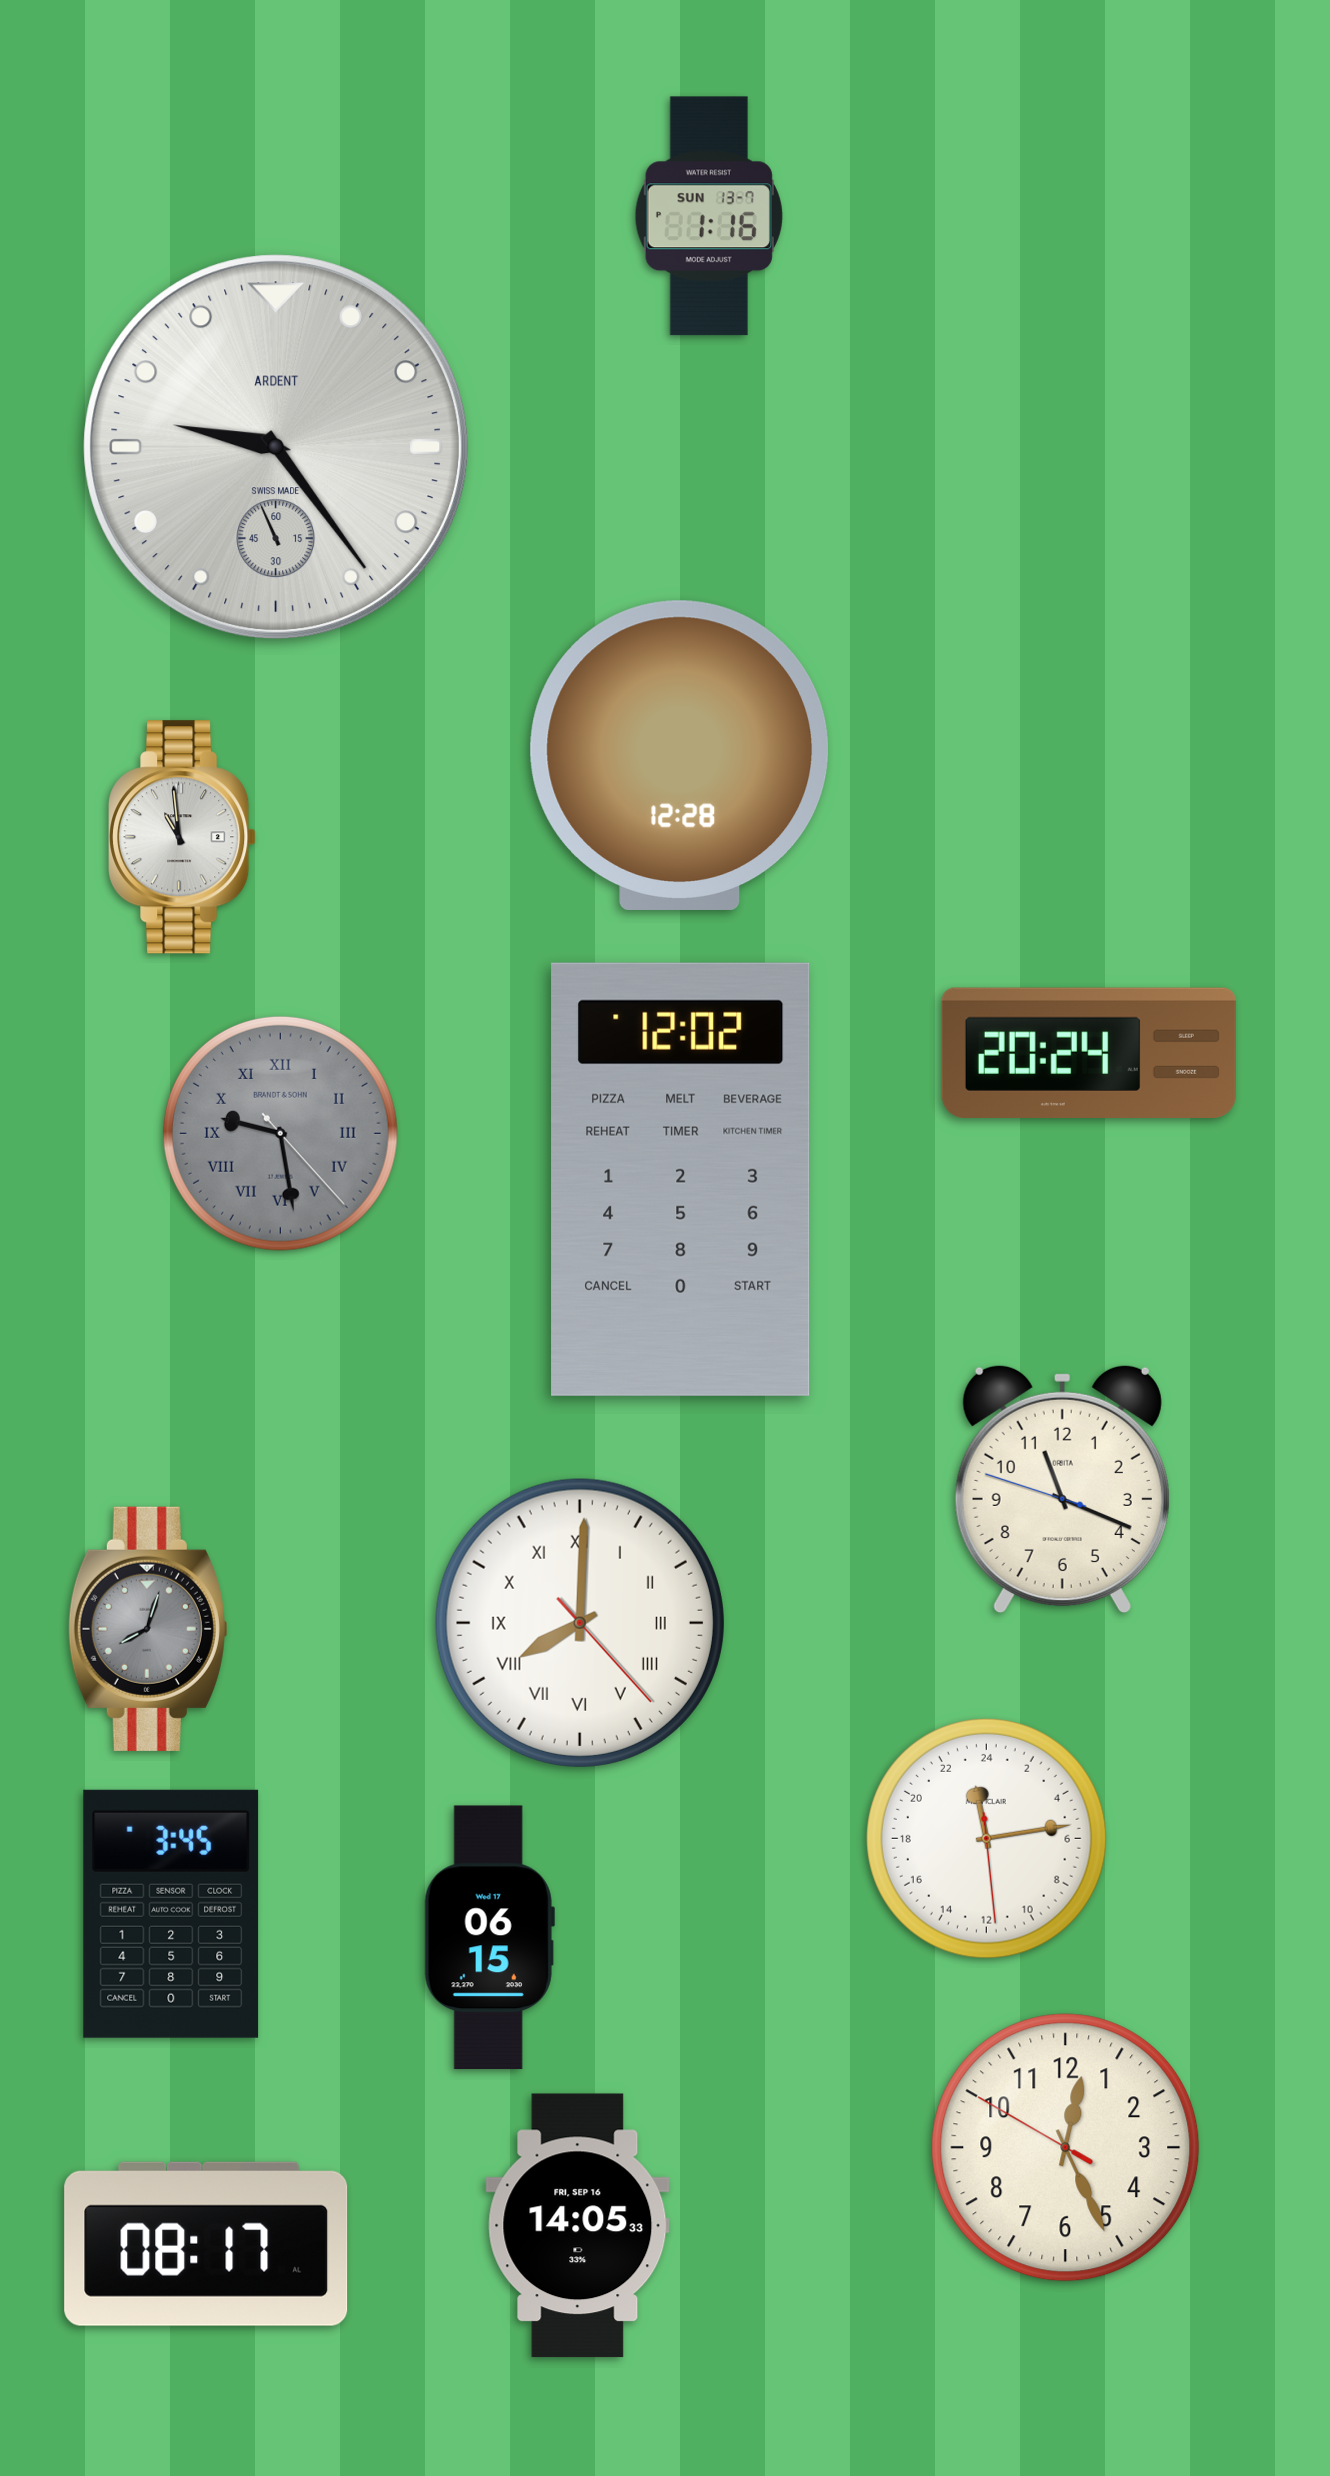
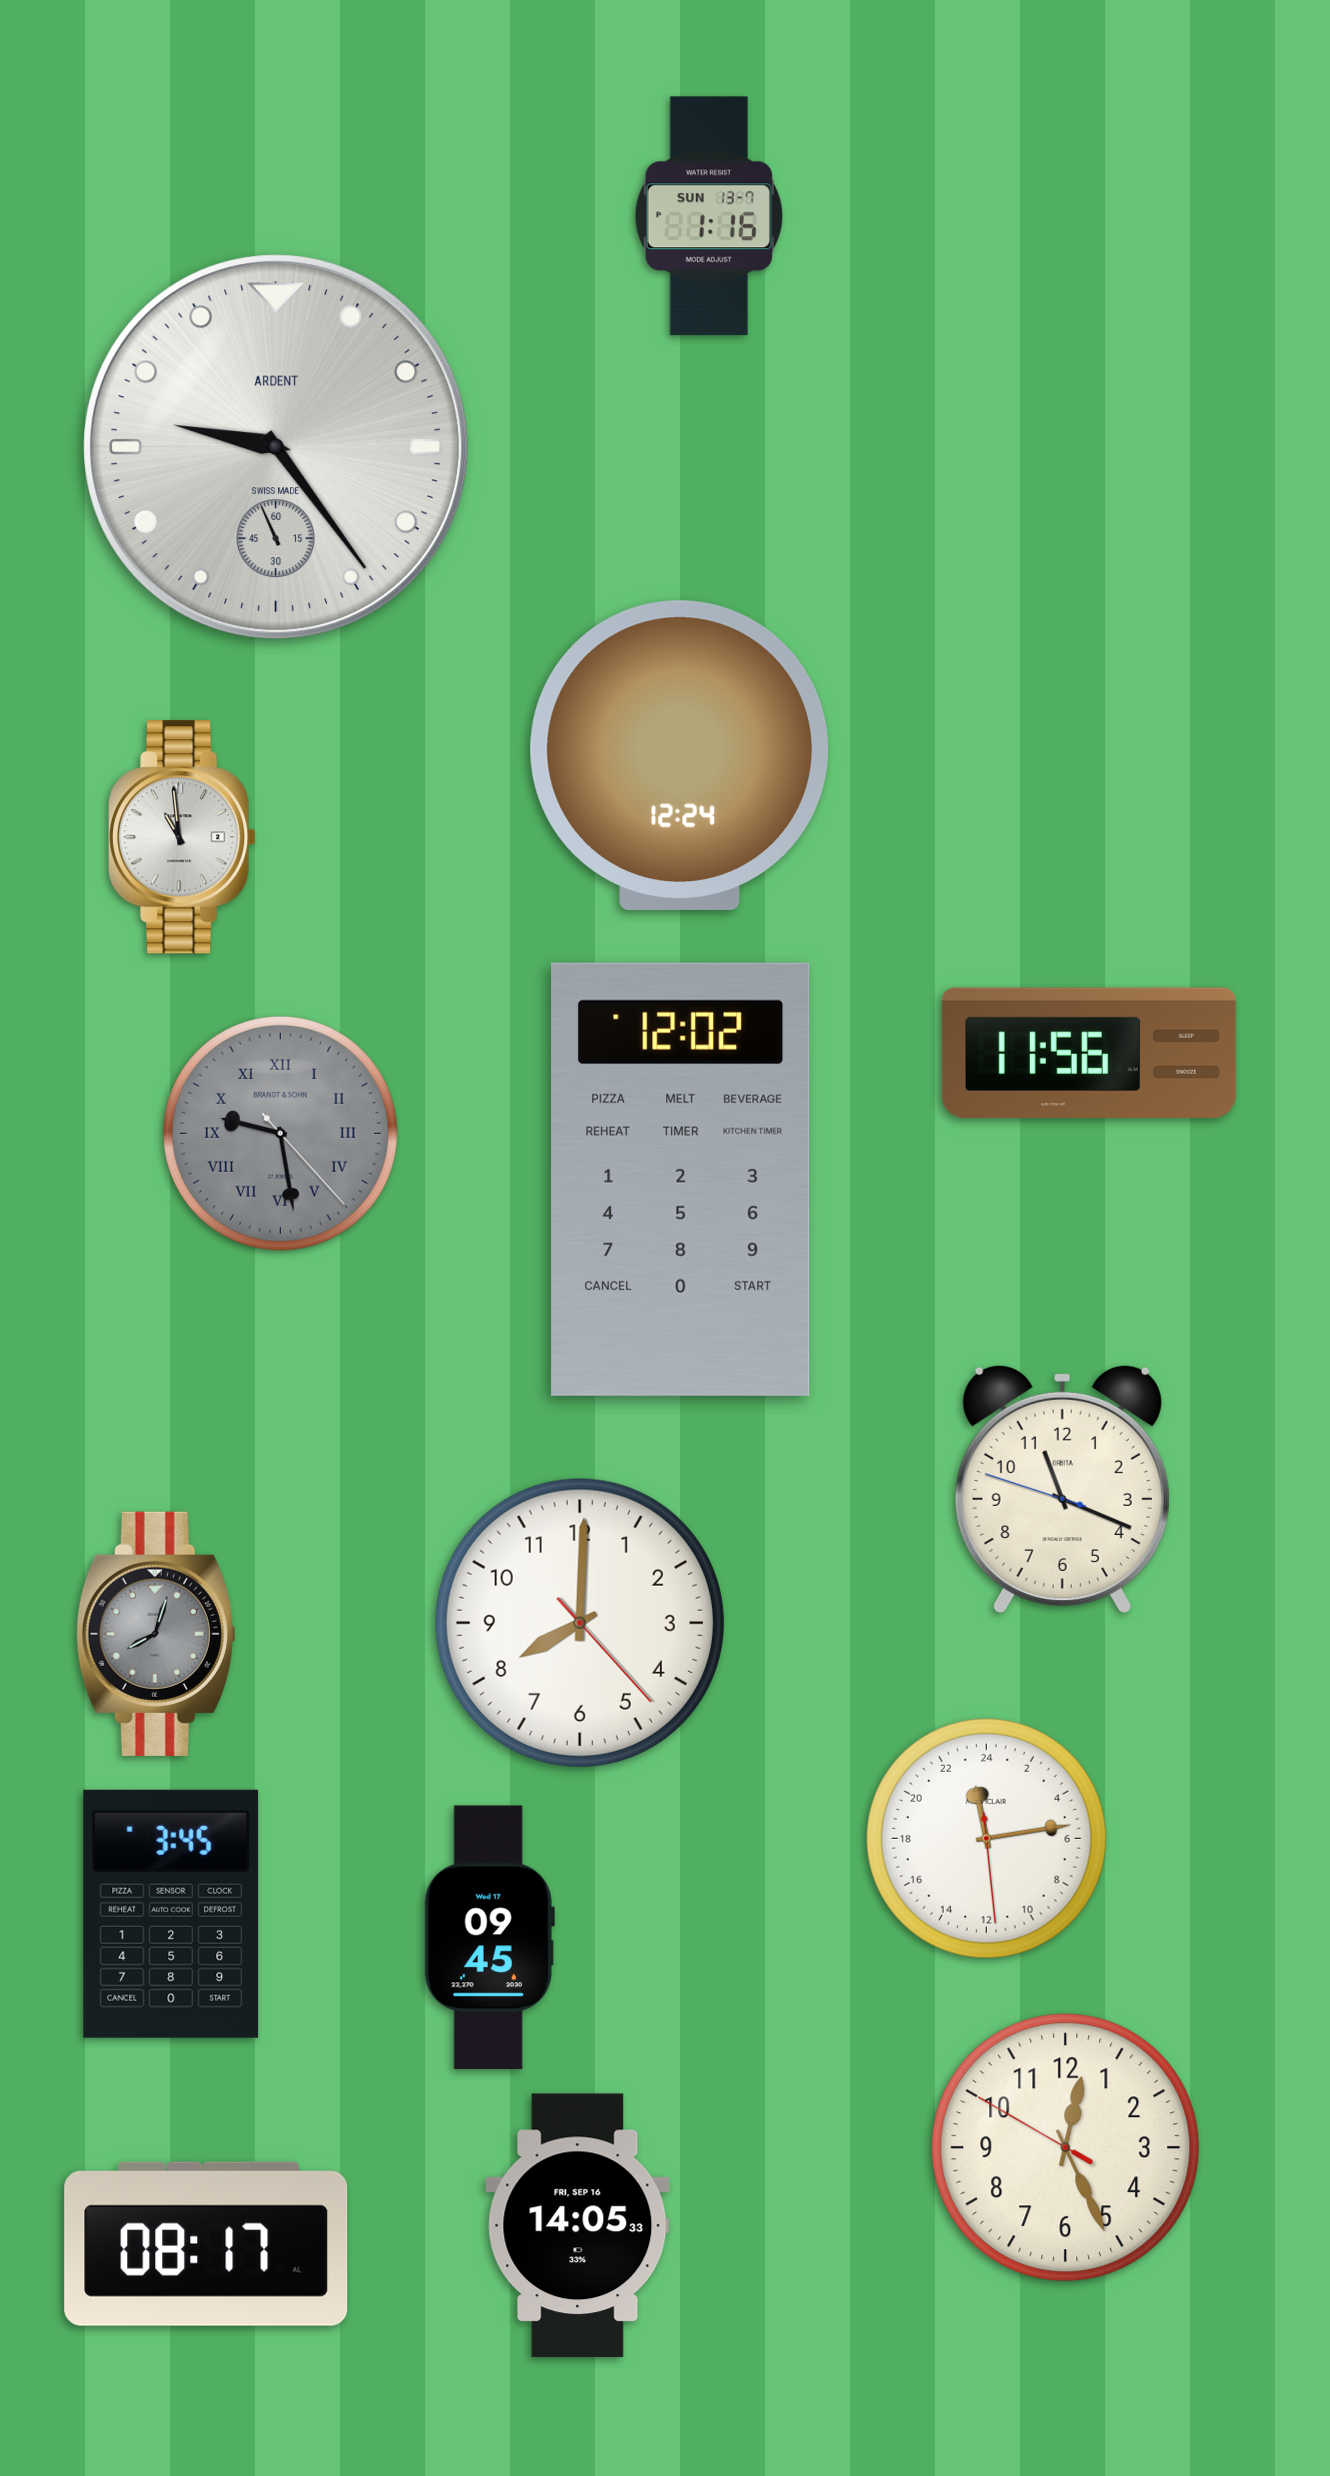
clock at (679, 755): 12:28 -> 12:24
clock at (1089, 1053): 20:24 -> 11:56
clock at (580, 1623) numerals: Roman -> Arabic
clock at (148, 1629) position: (148, 1629) -> (156, 1634)
clock at (489, 1938): 06:15 -> 09:45
